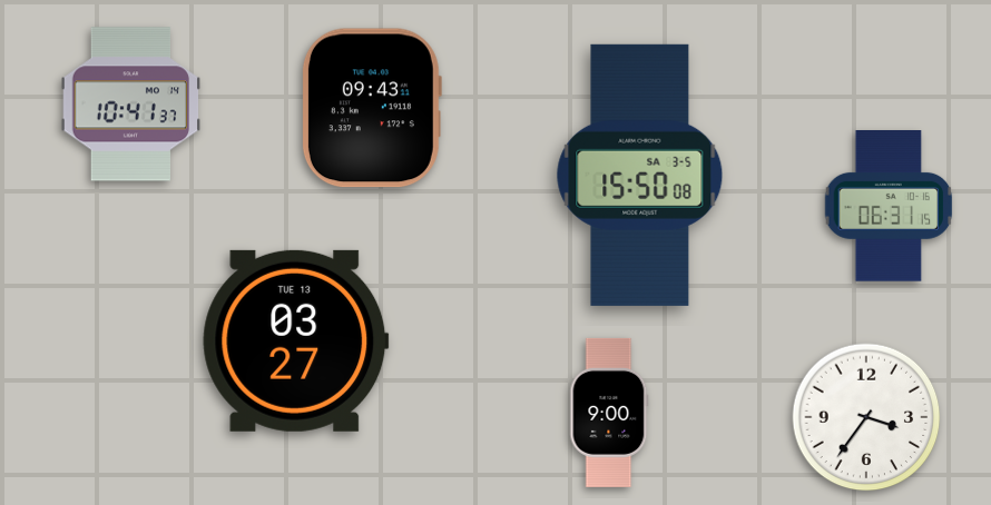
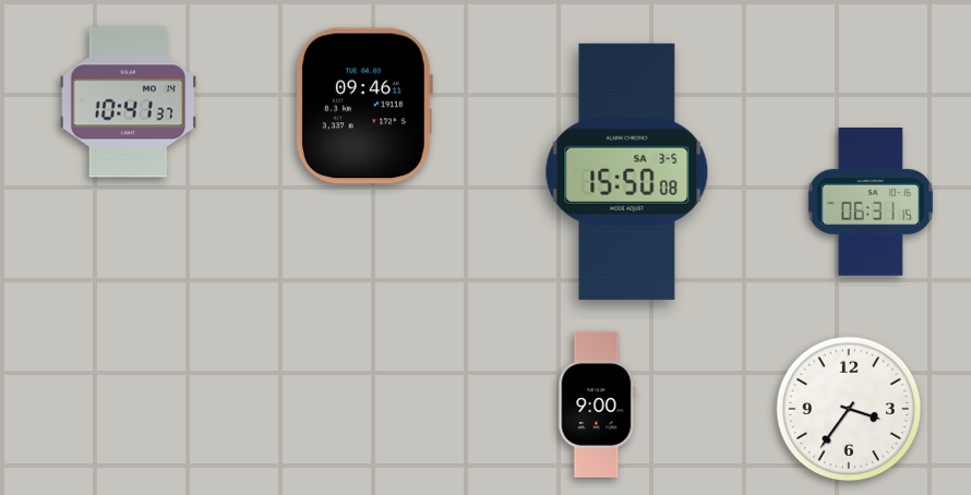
clock at (371, 108): 09:43 -> 09:46
clock at (296, 340): 03:27 -> none
